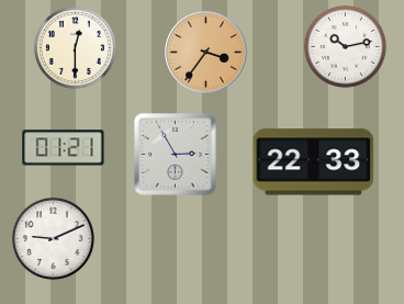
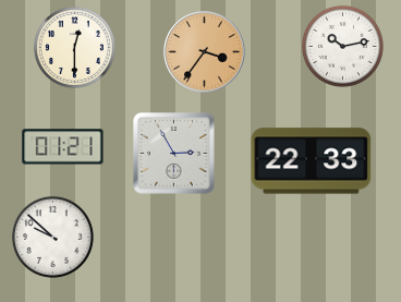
clock at (53, 238): 9:11 -> 9:52
